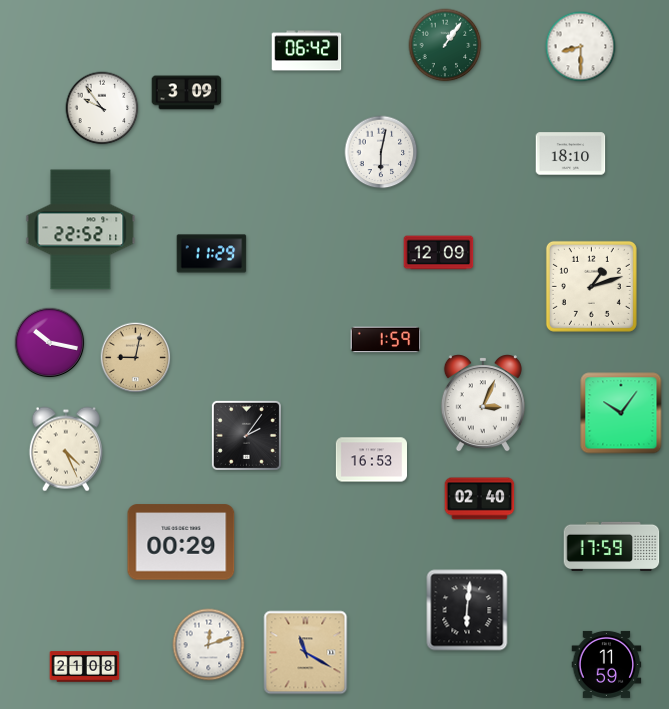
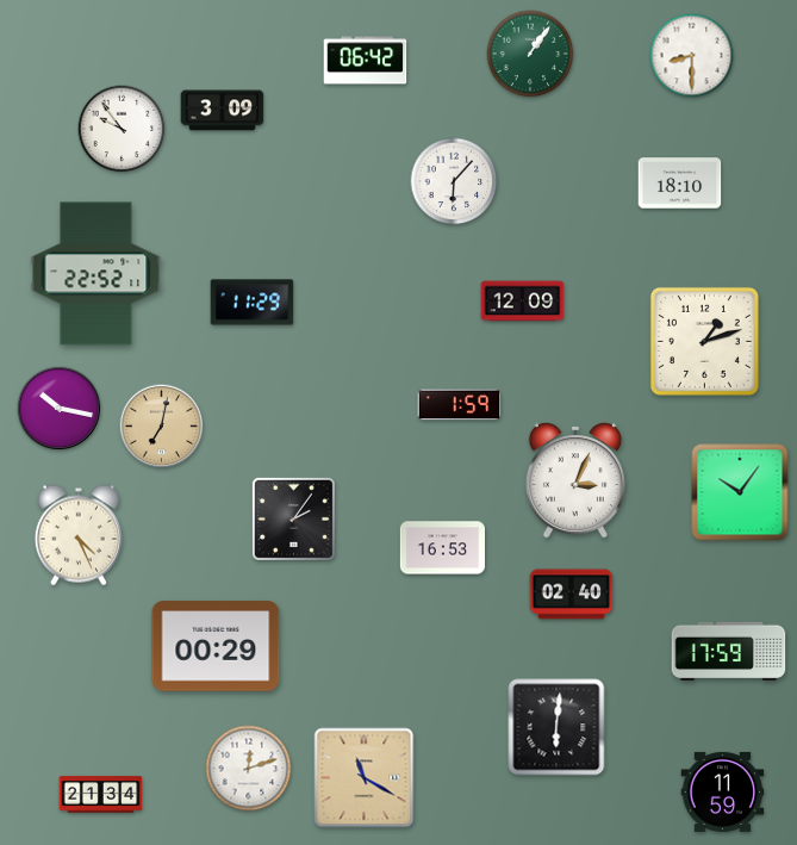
clock at (381, 152): 6:02 -> 6:07
clock at (136, 358): 9:02 -> 7:02
clock at (85, 667): 21:08 -> 21:34
